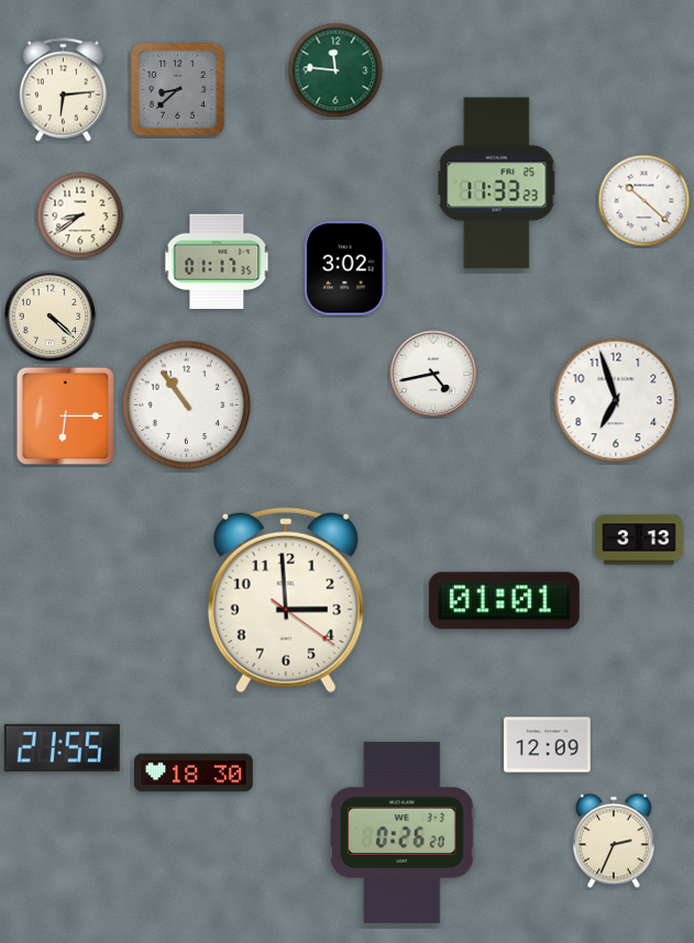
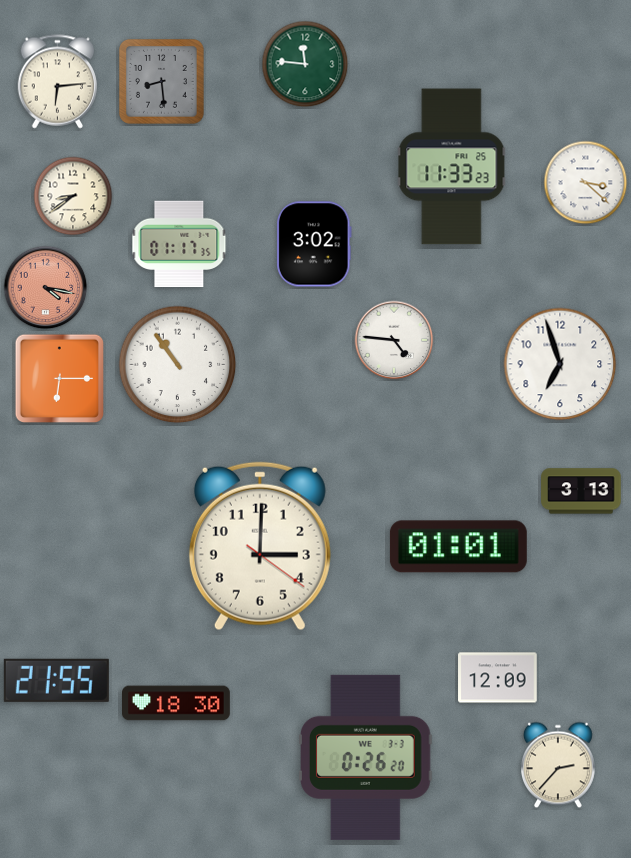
clock at (178, 90): 8:38 -> 8:29
clock at (645, 201): 10:22 -> 3:22
clock at (217, 262) position: (217, 262) -> (179, 244)
clock at (51, 317): 4:22 -> 4:17
clock at (51, 317) dial: cream -> salmon
clock at (433, 374): 4:43 -> 4:46
clock at (187, 406) position: (187, 406) -> (178, 365)
clock at (286, 600): 2:59 -> 3:00
clock at (615, 841): 2:34 -> 2:37
